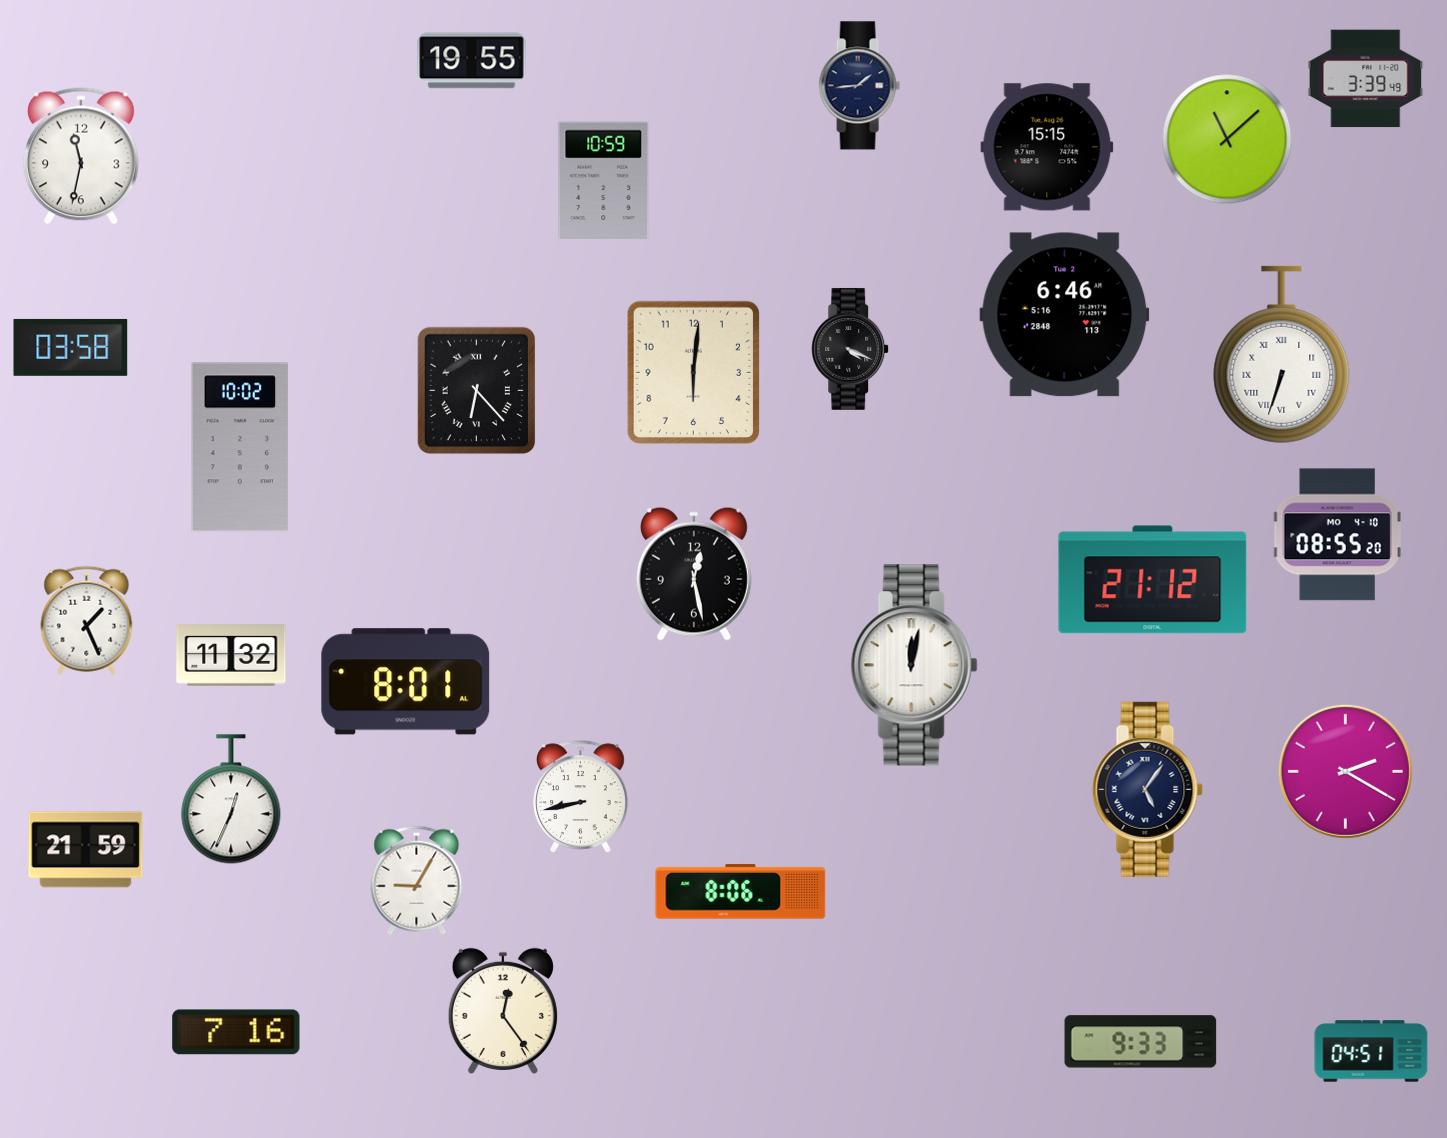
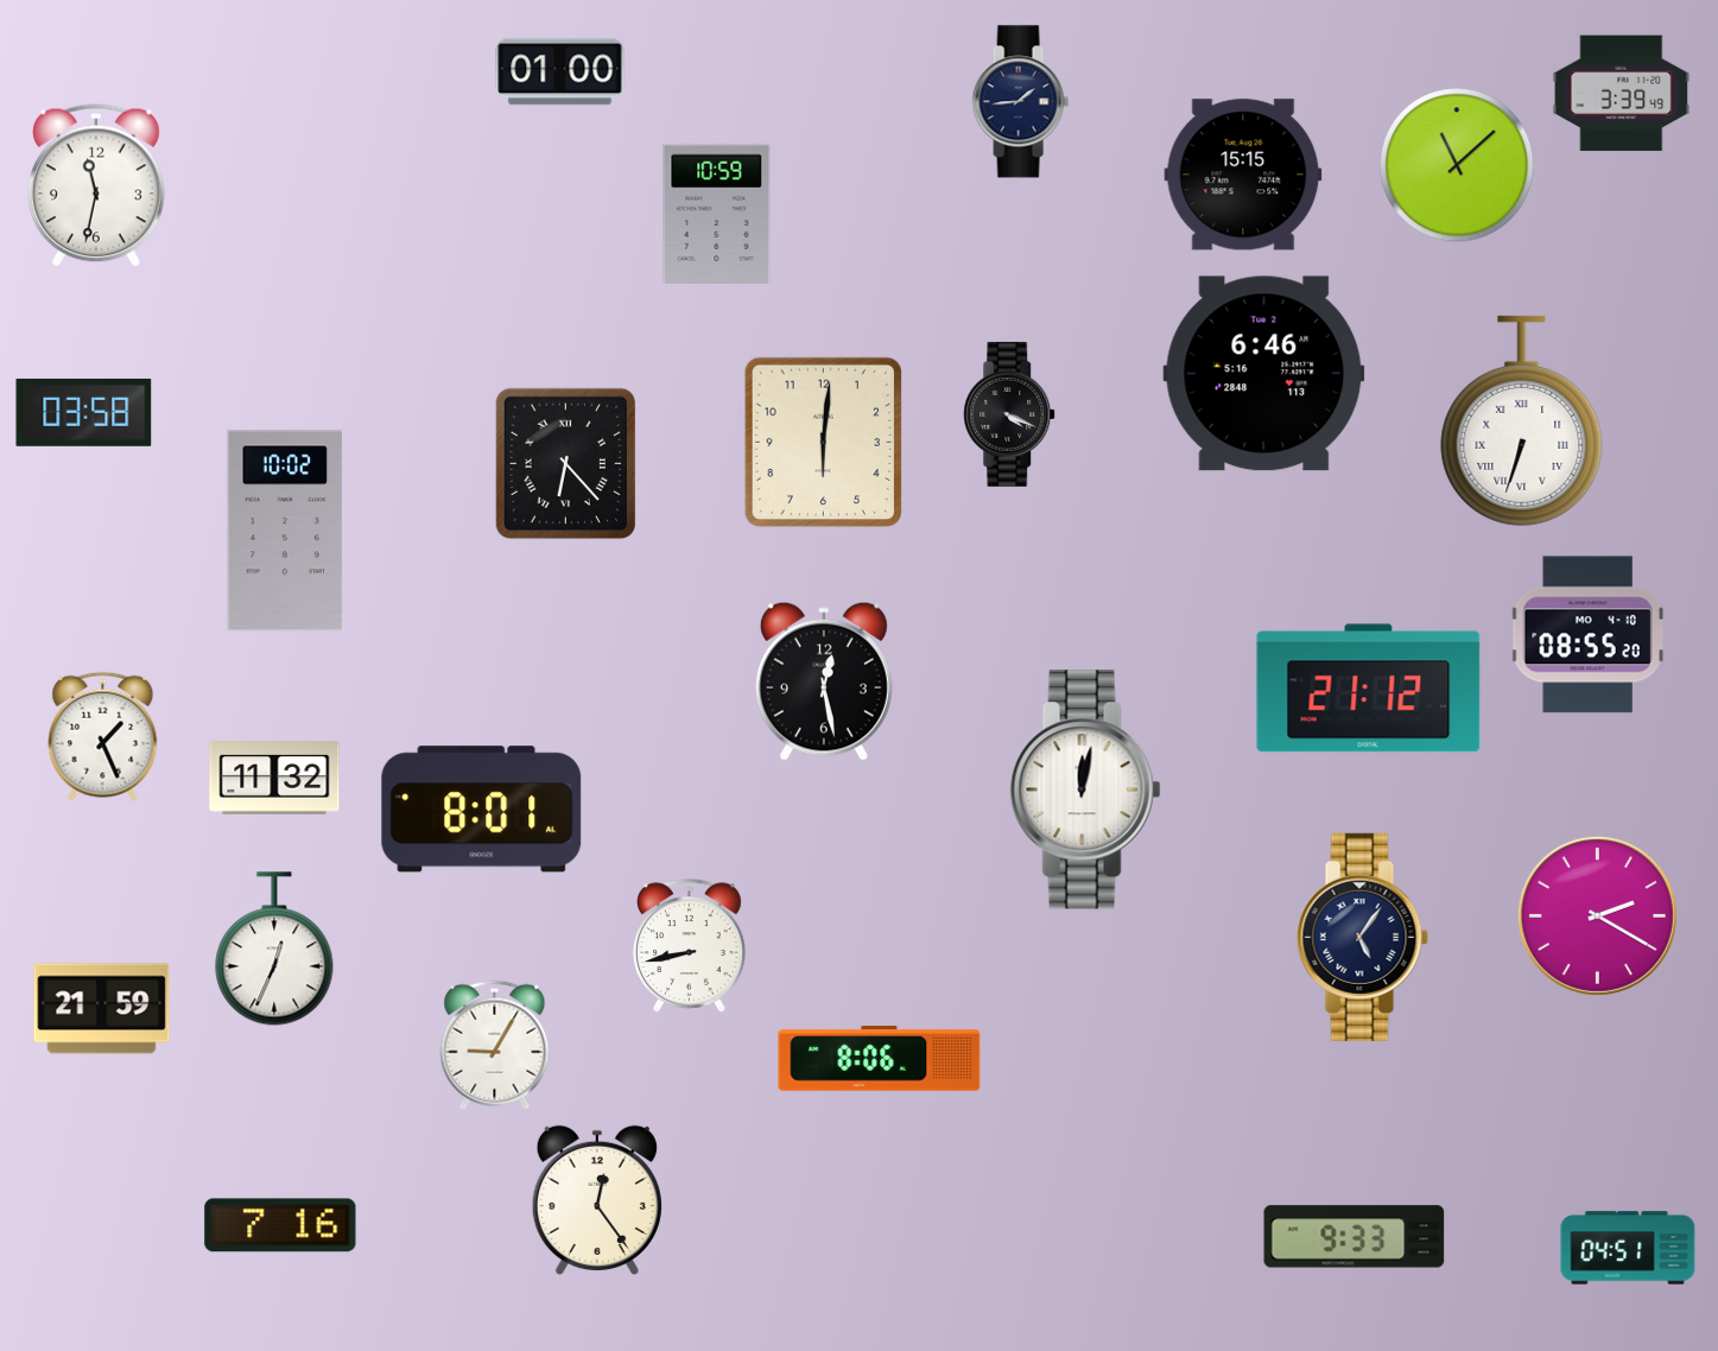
clock at (472, 61): 19:55 -> 01:00
